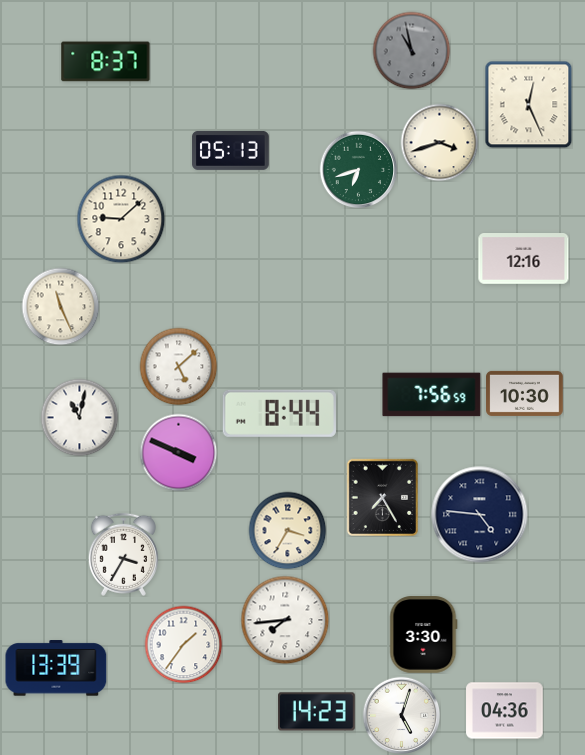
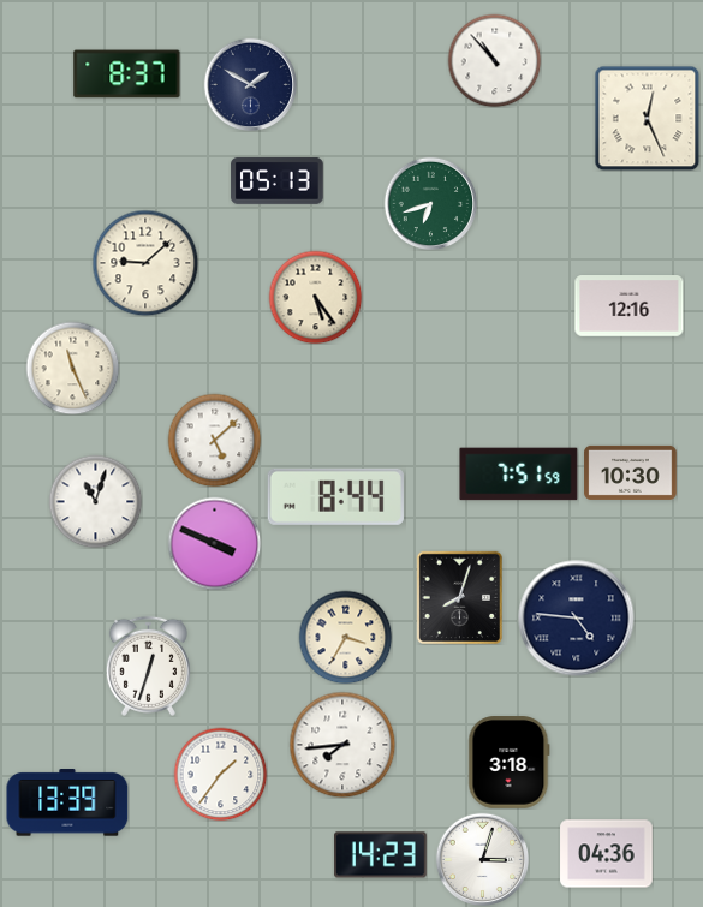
clock at (411, 50): 10:58 -> 10:53
clock at (411, 50) dial: grey -> white
clock at (250, 84): none -> 1:50
clock at (528, 104) position: (528, 104) -> (647, 118)
clock at (439, 142): 3:42 -> none
clock at (315, 297): none -> 5:24
clock at (524, 259) position: (524, 259) -> (630, 306)
clock at (432, 395): 7:56 -> 7:51
clock at (79, 417): 11:02 -> 11:03
clock at (382, 497): 7:25 -> 8:03
clock at (123, 554): 3:35 -> 12:33
clock at (424, 635): 3:30 -> 3:18
clock at (401, 715): 5:03 -> 3:03
